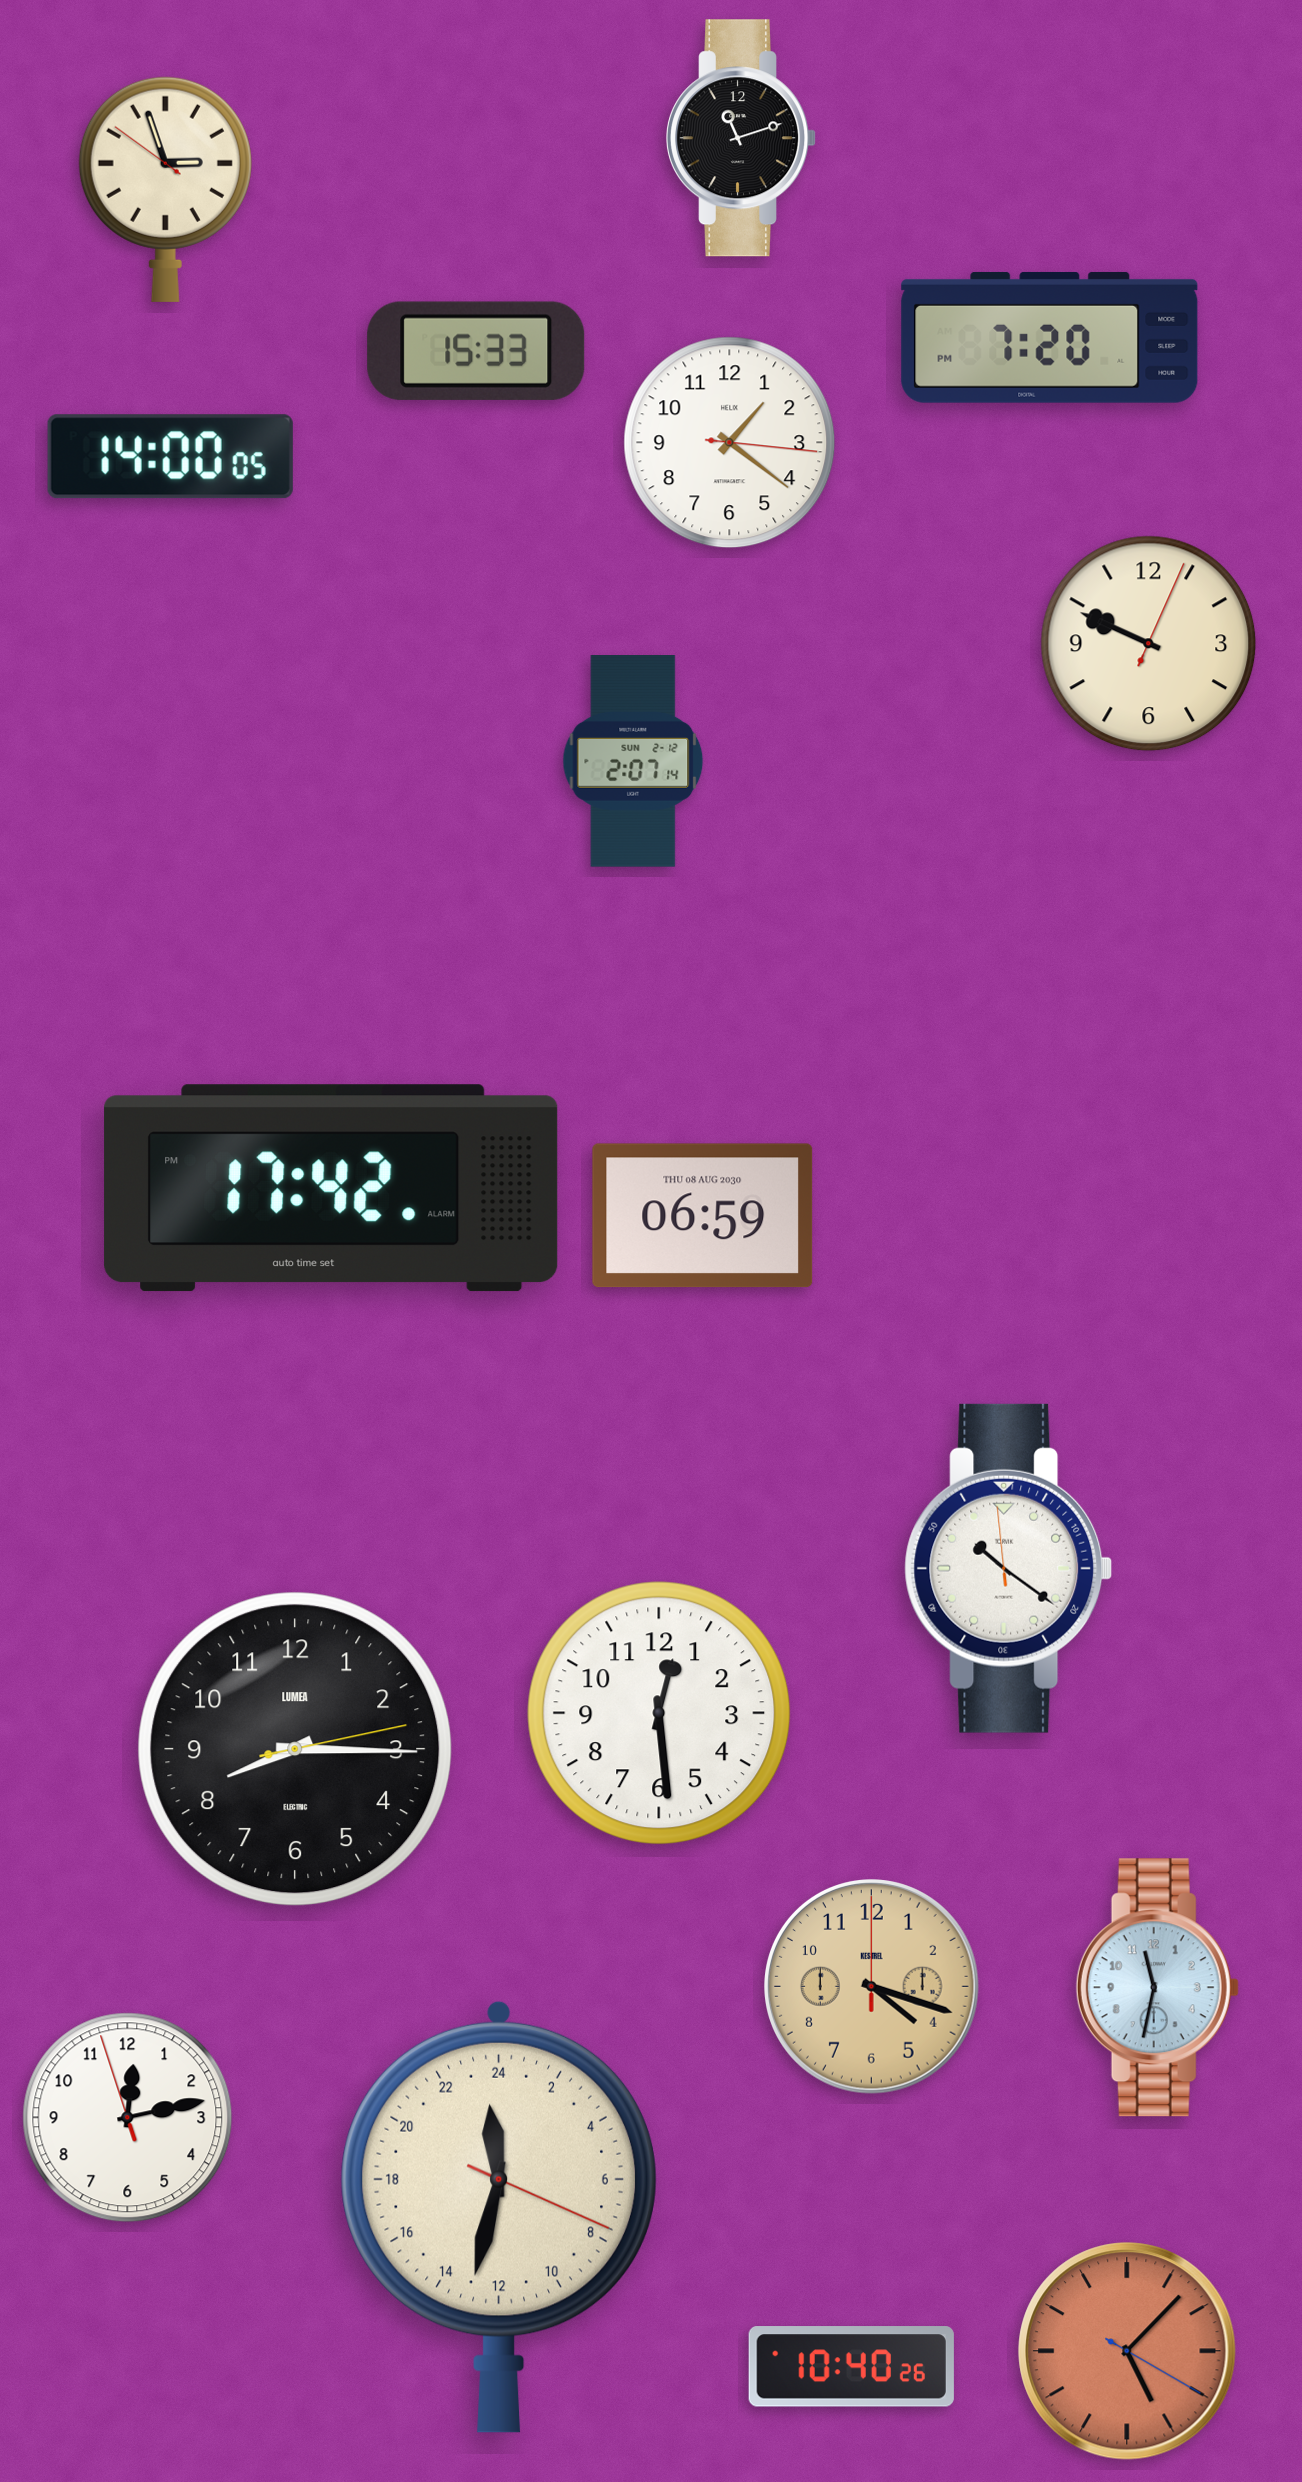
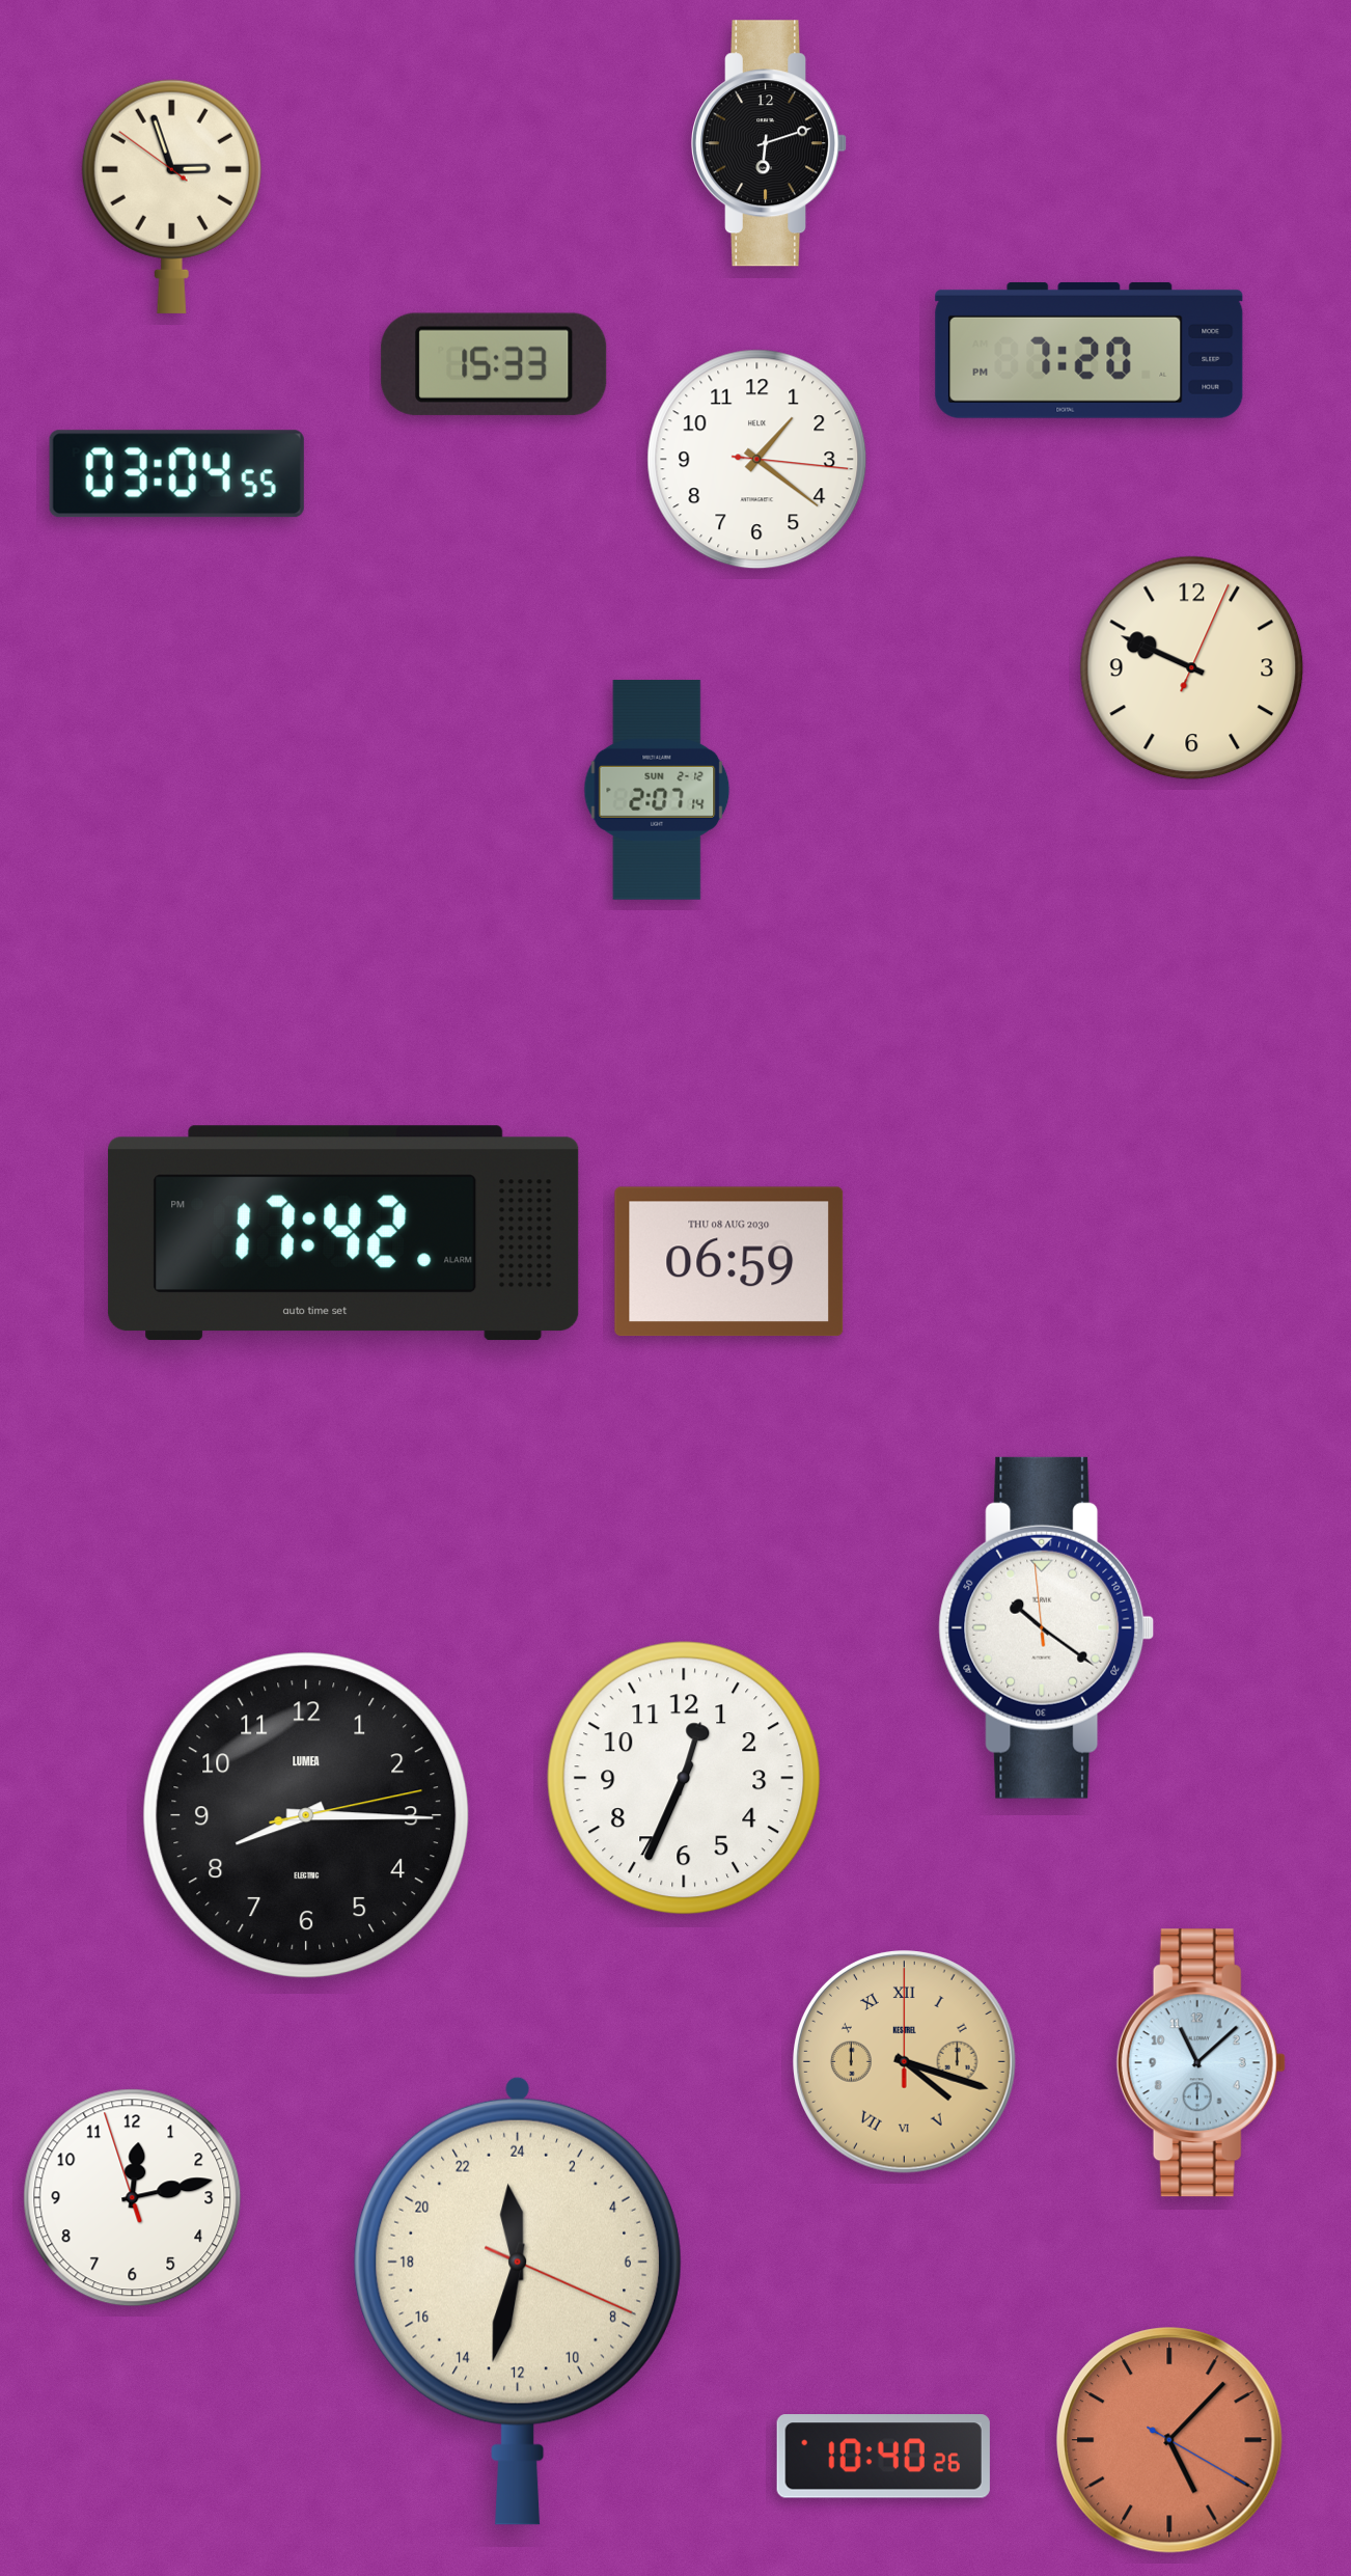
clock at (742, 138): 11:12 -> 6:12
clock at (170, 457): 14:00 -> 03:04
clock at (659, 1713): 12:29 -> 12:34
clock at (872, 1987) numerals: Arabic -> Roman
clock at (1157, 1988): 11:32 -> 11:08
